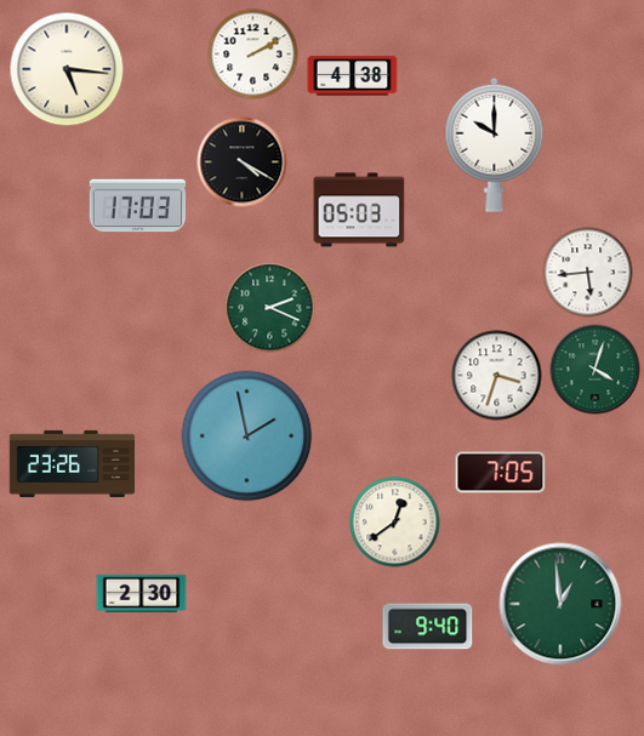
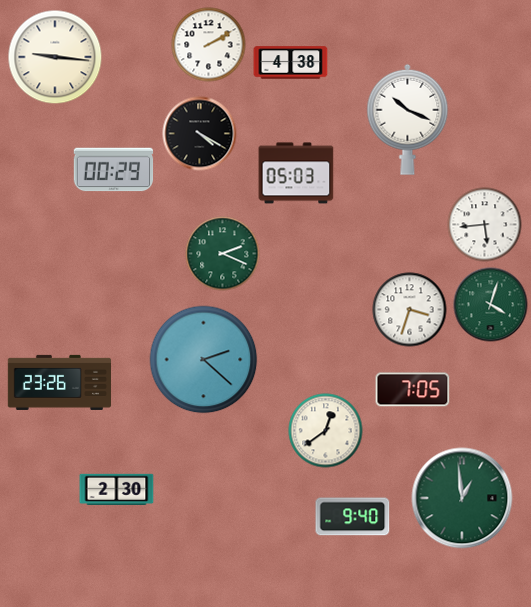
clock at (67, 69): 5:16 -> 9:16
clock at (495, 144): 10:00 -> 10:19
clock at (138, 206): 17:03 -> 00:29
clock at (247, 437): 1:58 -> 2:22
